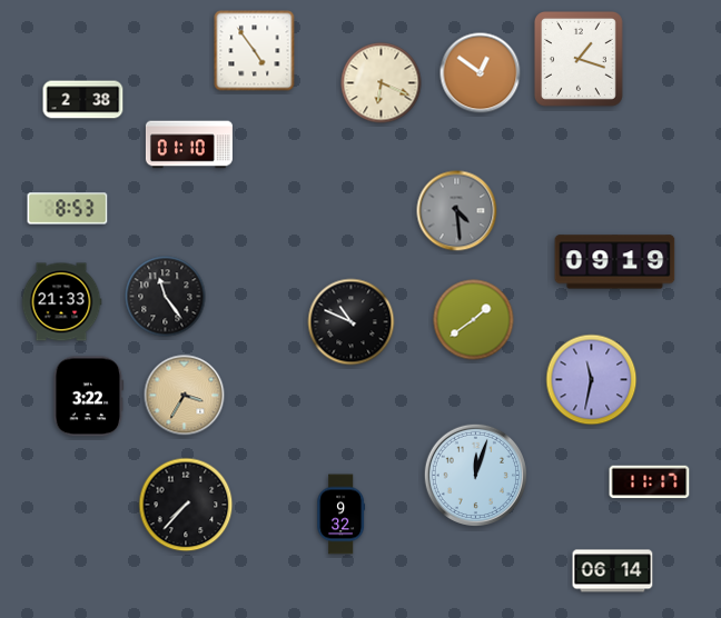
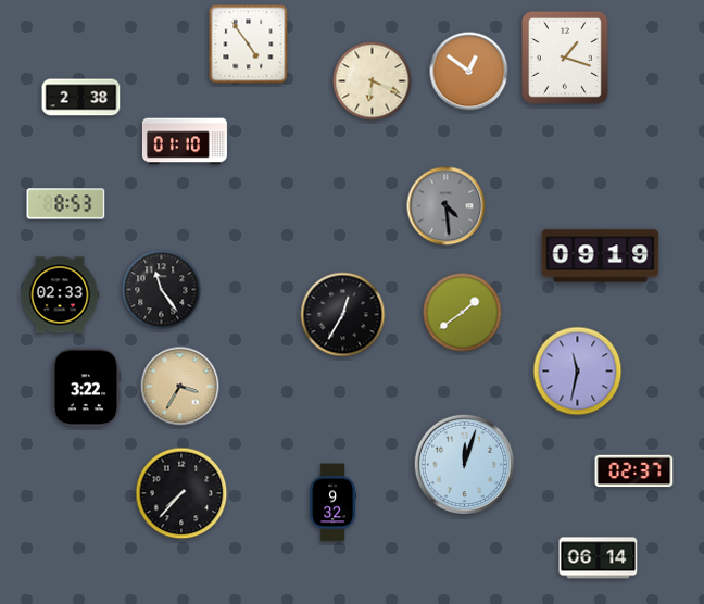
clock at (255, 51) position: (255, 51) -> (249, 45)
clock at (61, 302): 21:33 -> 02:33
clock at (352, 322): 10:49 -> 12:35
clock at (650, 482): 11:17 -> 02:37
